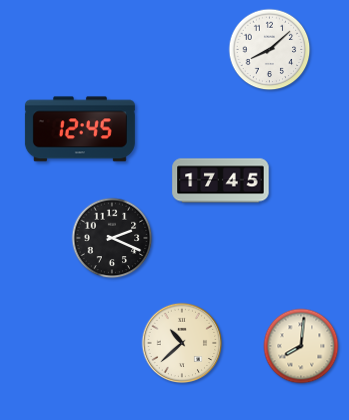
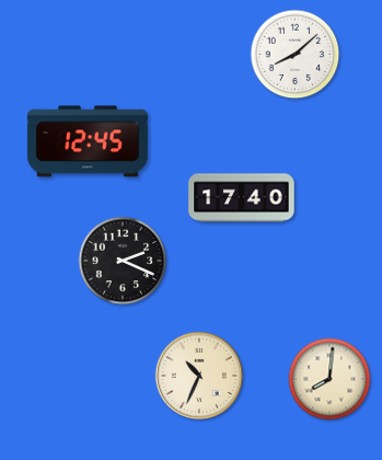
clock at (221, 181): 17:45 -> 17:40
clock at (182, 343): 10:38 -> 10:34
